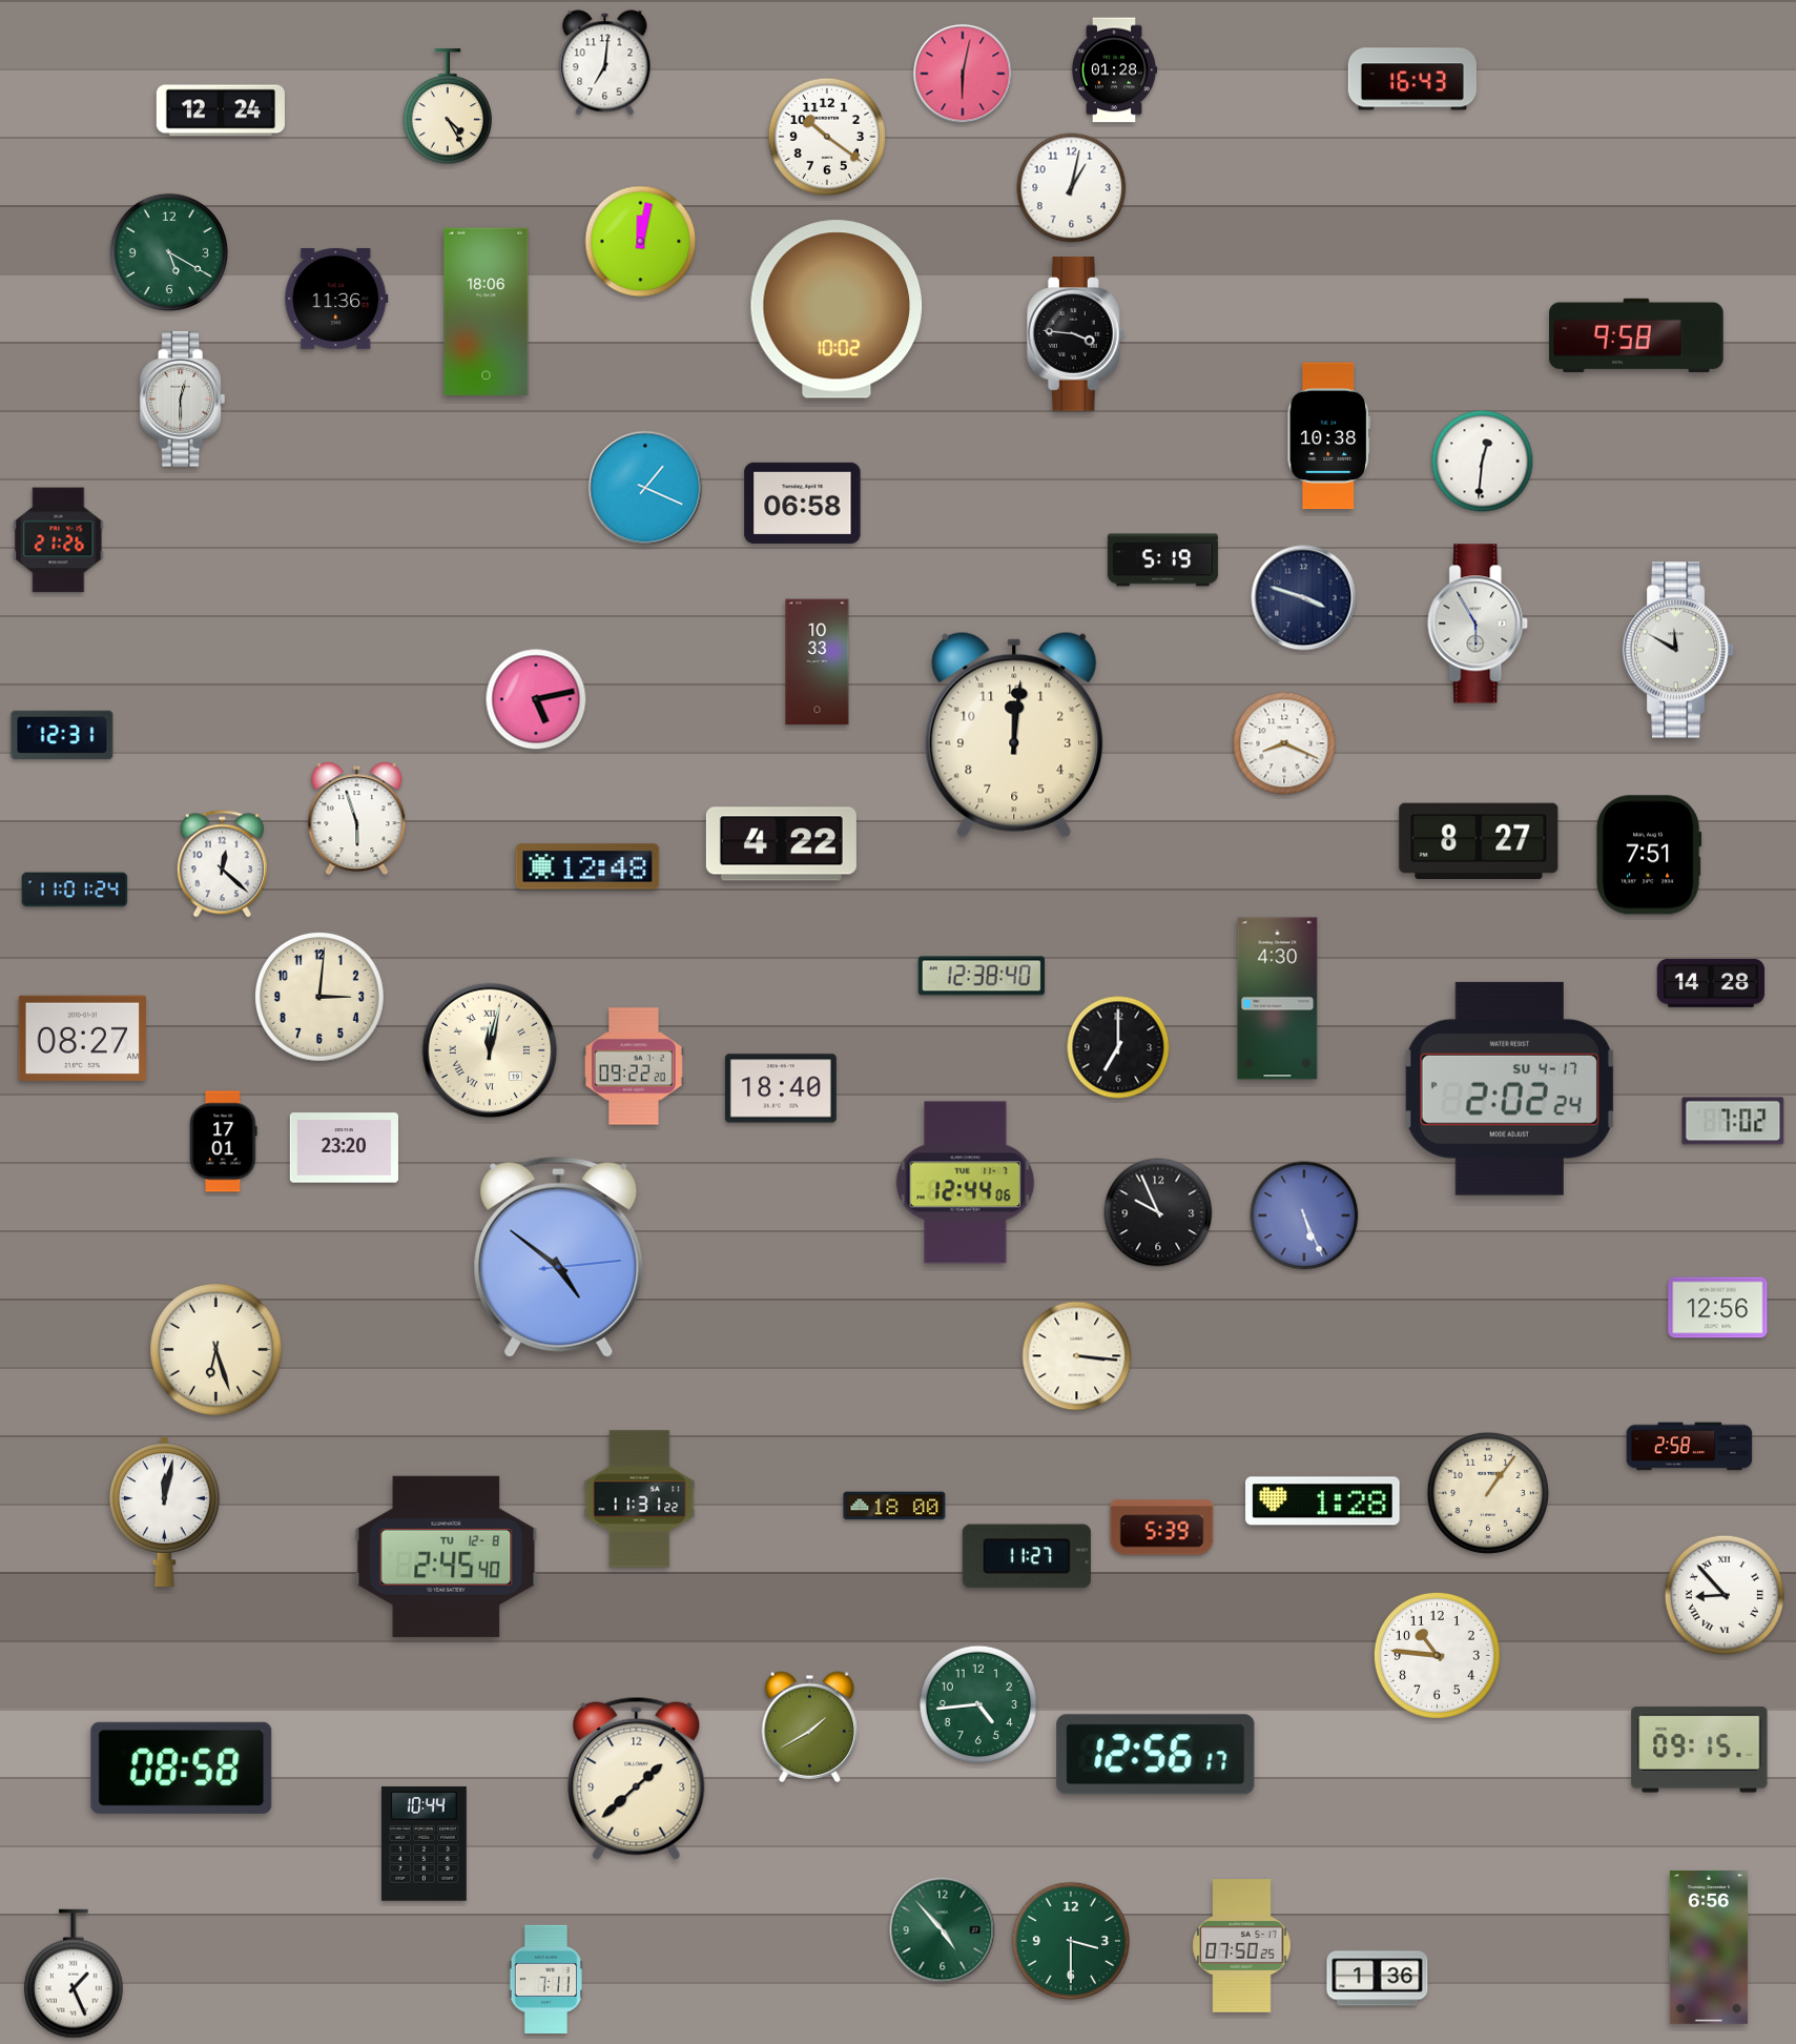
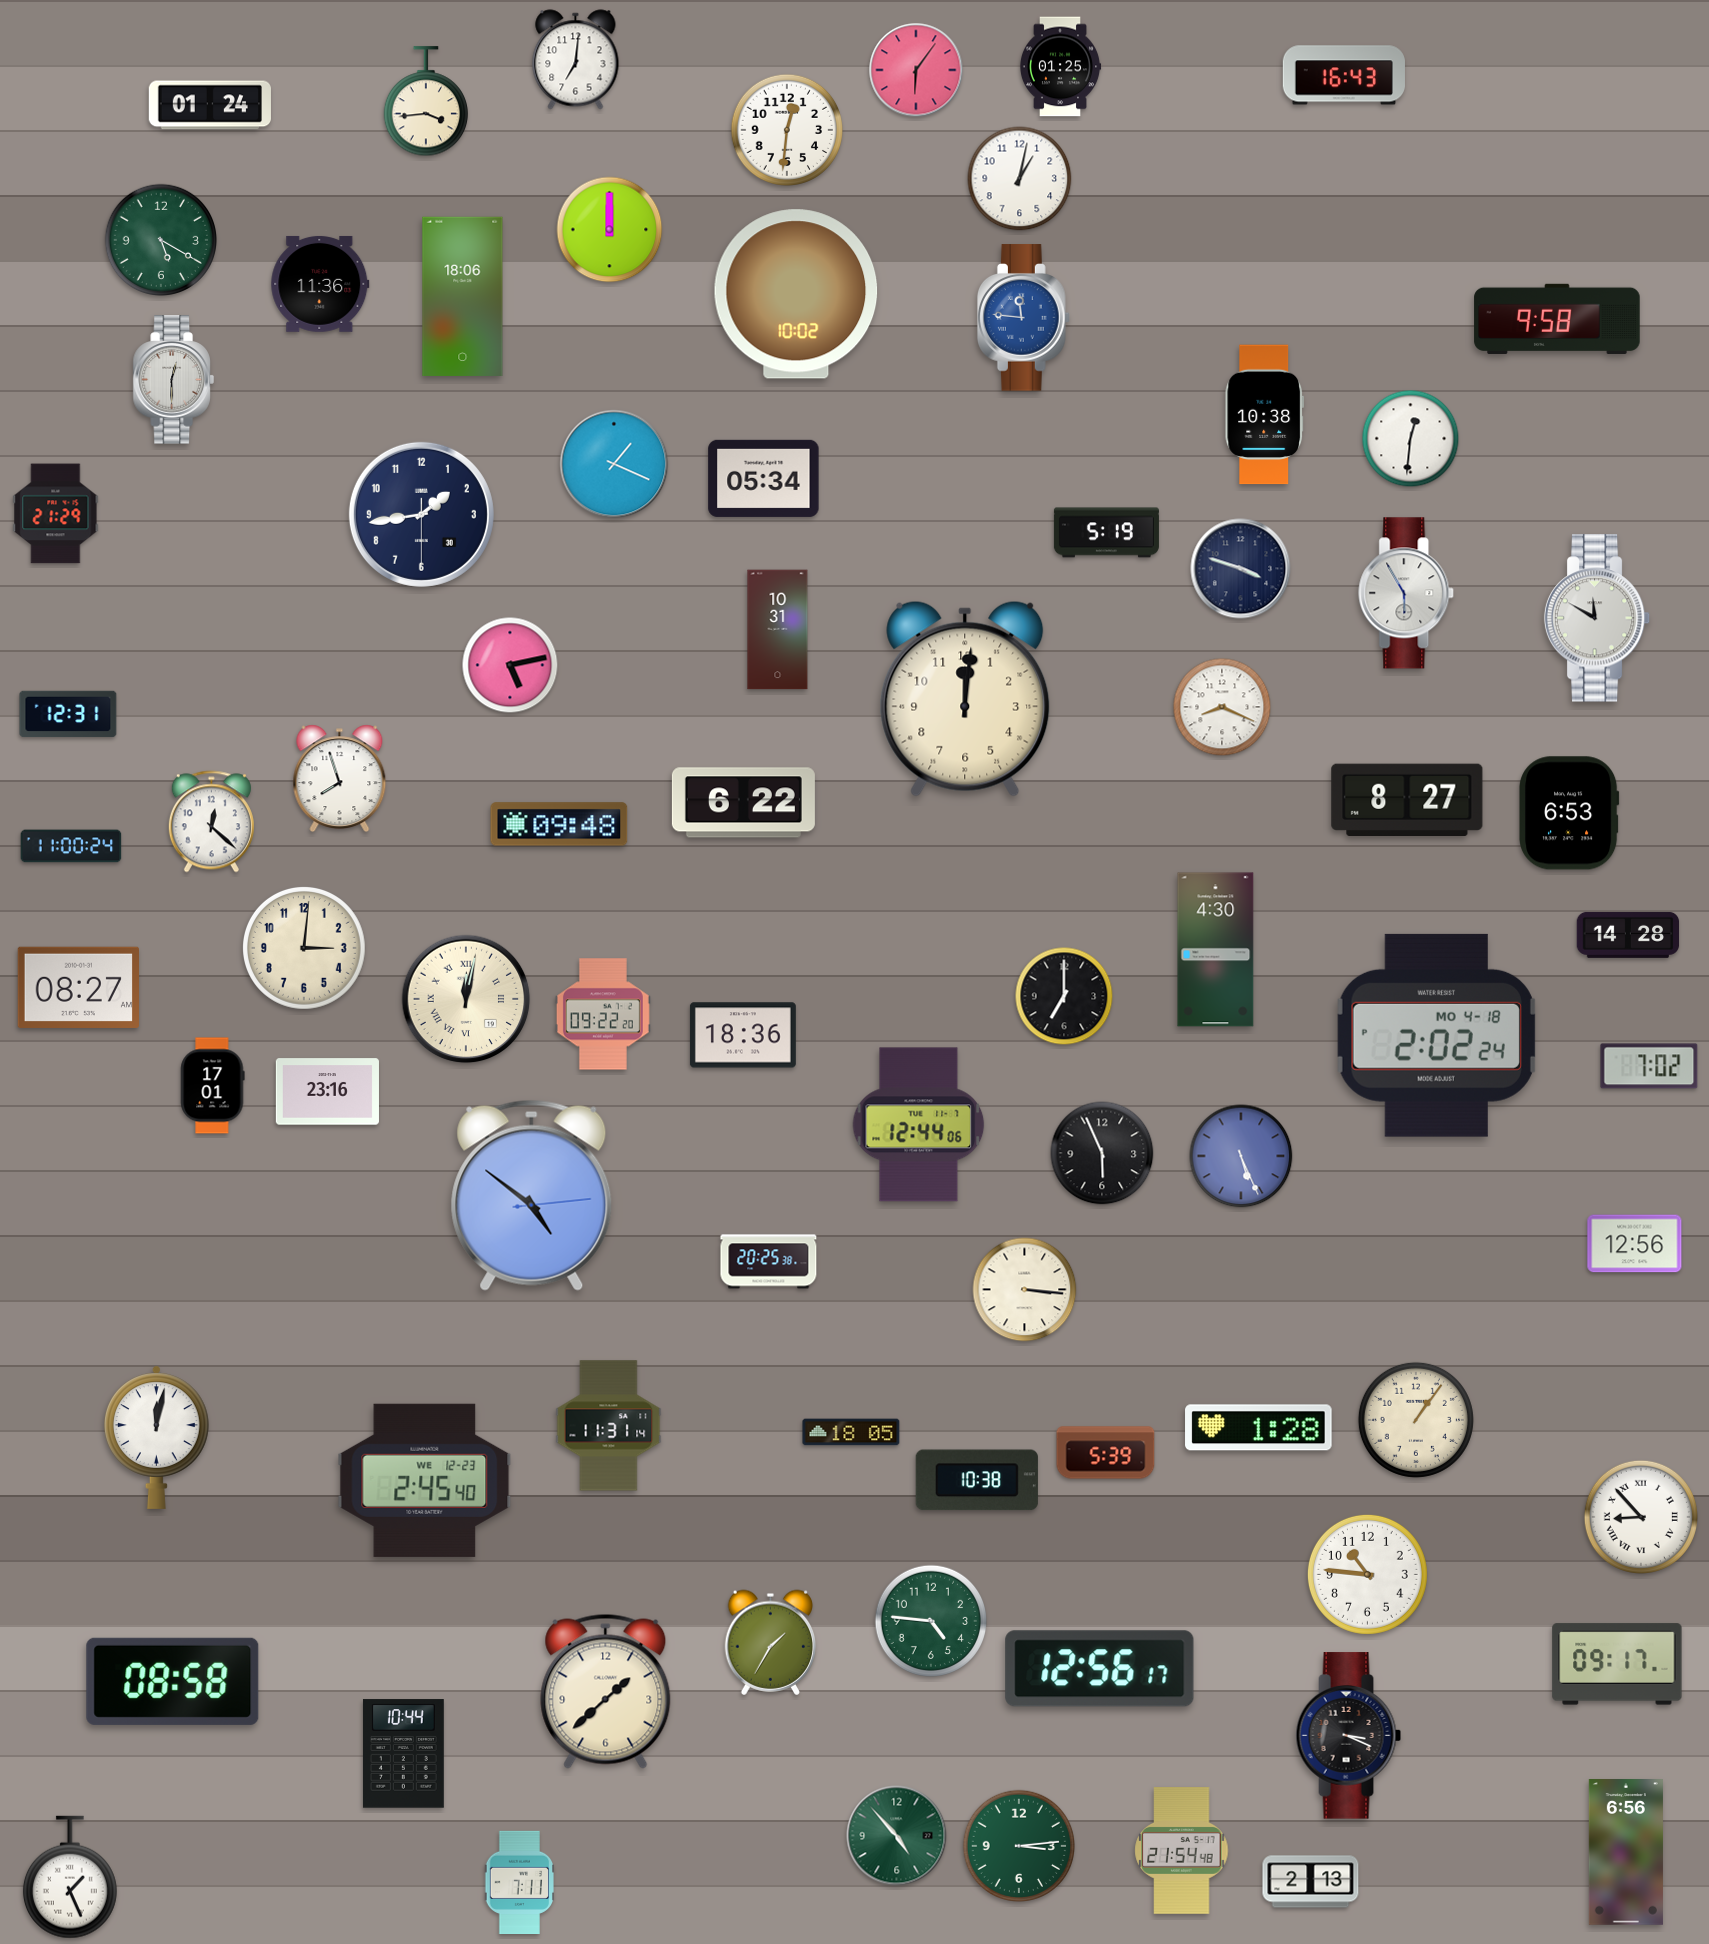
clock at (1114, 70): 01:28 -> 01:25
clock at (963, 74): 6:02 -> 6:06
clock at (447, 107): 4:25 -> 3:44
clock at (221, 110): 12:24 -> 01:24
clock at (826, 136): 10:21 -> 12:31
clock at (641, 242): 12:02 -> 12:00
clock at (1075, 334): 3:46 -> 11:46
clock at (1075, 334) dial: black -> blue
clock at (803, 503): 06:58 -> 05:34
clock at (59, 540): 21:26 -> 21:29
clock at (421, 514): none -> 1:43
clock at (818, 662): 10:33 -> 10:31
clock at (62, 735) position: (62, 735) -> (68, 714)
clock at (357, 819): 5:57 -> 7:57
clock at (781, 844): 4:22 -> 6:22
clock at (1650, 855): 7:51 -> 6:53
clock at (587, 866): 12:48 -> 09:48
clock at (75, 890): 11:01 -> 11:00
clock at (982, 976): 12:38 -> none
clock at (781, 1088): 18:40 -> 18:36
clock at (1509, 1088) date: SU 4-17 -> MO 4-18
clock at (344, 1148): 23:20 -> 23:16
clock at (1158, 1212): 9:56 -> 5:56
clock at (769, 1262): none -> 20:25
clock at (216, 1350): 6:27 -> none
clock at (1690, 1447): 2:58 -> none
clock at (640, 1499): 11:31:22 -> 11:31:14
clock at (894, 1506): 18:00 -> 18:05
clock at (447, 1556) date: TU 12-8 -> WE 12-23
clock at (1027, 1556): 11:27 -> 10:38
clock at (977, 1703): 4:44 -> 4:46
clock at (810, 1726): 1:40 -> 1:35
clock at (1699, 1750): 09:15 -> 09:17
clock at (1349, 1736): none -> 3:19
clock at (1070, 1940): 3:30 -> 3:14
clock at (1242, 1946): 07:50 -> 21:54
clock at (1378, 1979): 1:36 -> 2:13
